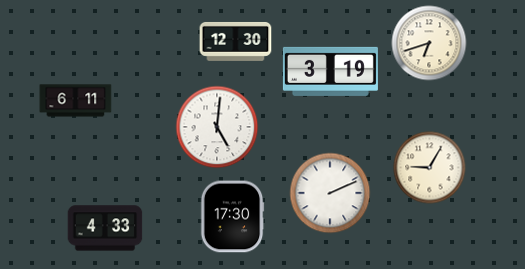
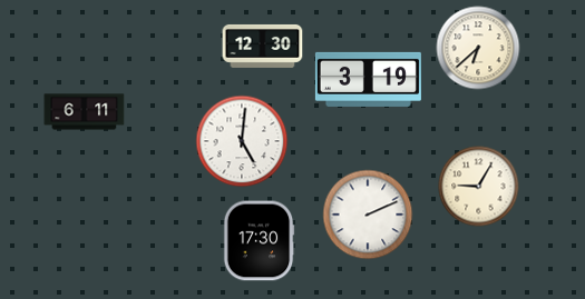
clock at (429, 43): 6:42 -> 6:38
clock at (105, 228): 4:33 -> none
